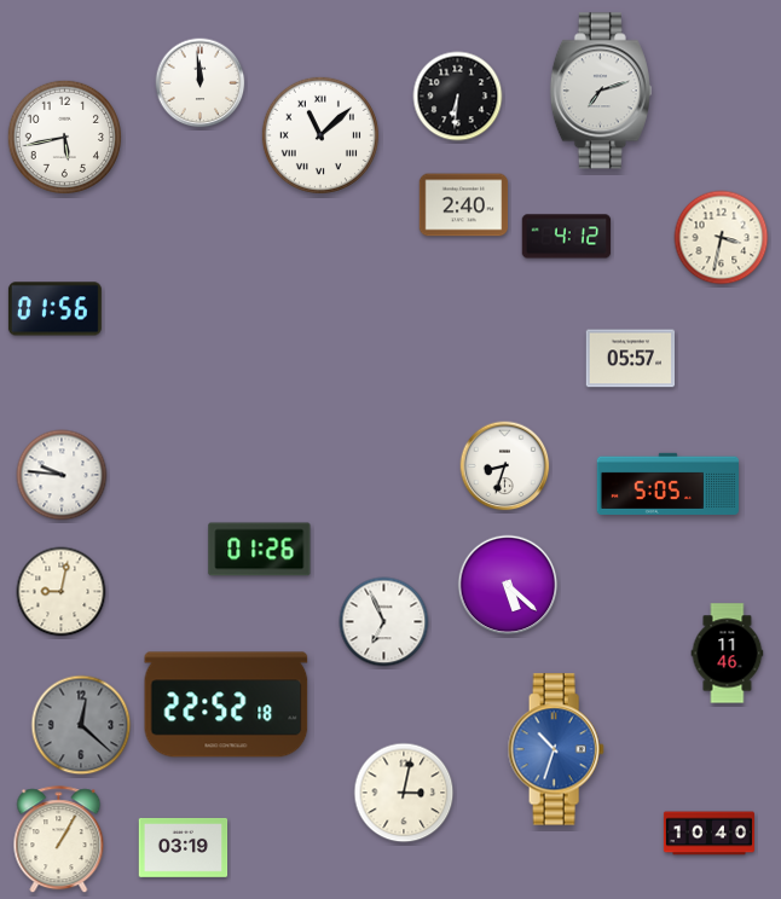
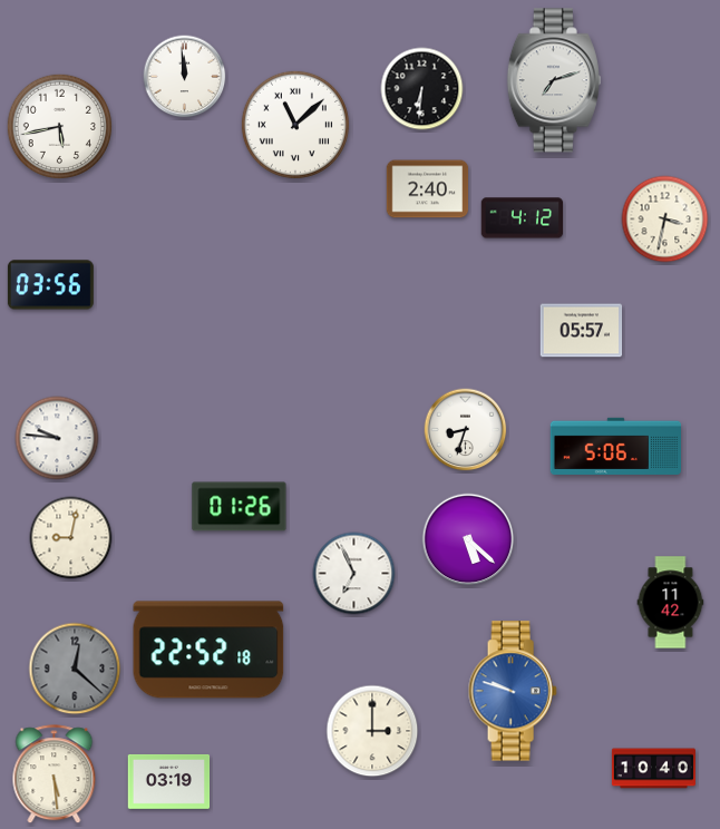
clock at (601, 91) position: (601, 91) -> (554, 80)
clock at (54, 309): 01:56 -> 03:56
clock at (667, 483): 5:05 -> 5:06
clock at (62, 592) position: (62, 592) -> (71, 538)
clock at (728, 654): 11:46 -> 11:42
clock at (556, 749): 10:33 -> 9:48
clock at (404, 793): 3:02 -> 3:00
clock at (59, 840): 1:05 -> 5:29
